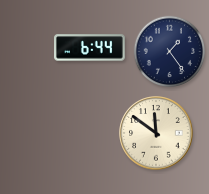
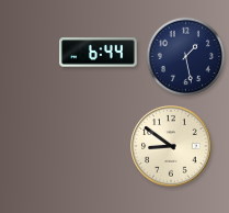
clock at (170, 52): 1:24 -> 1:28
clock at (156, 133): 11:51 -> 8:51
